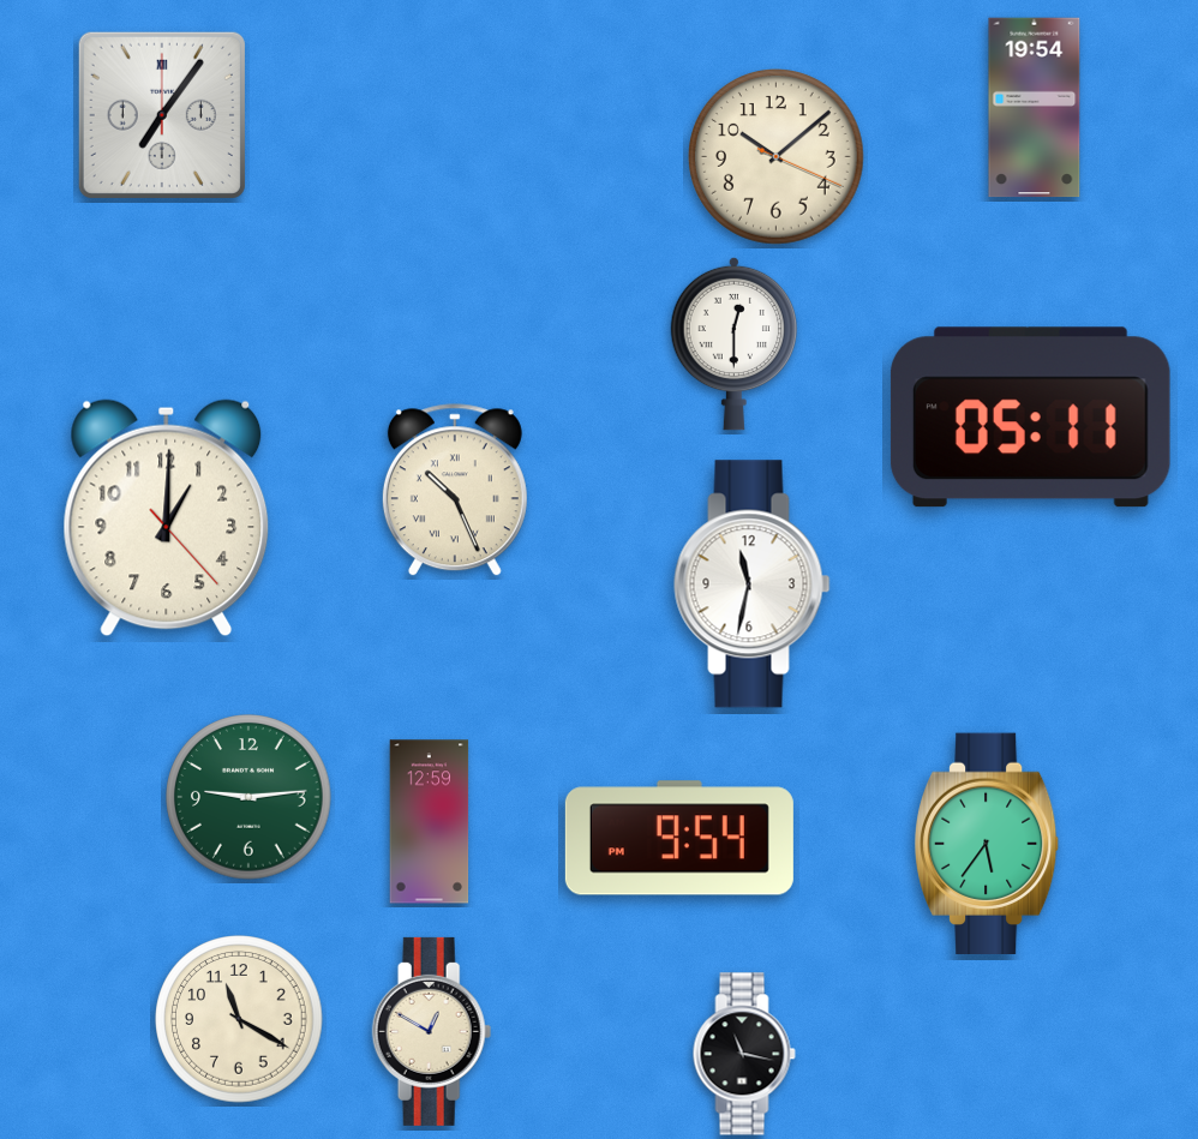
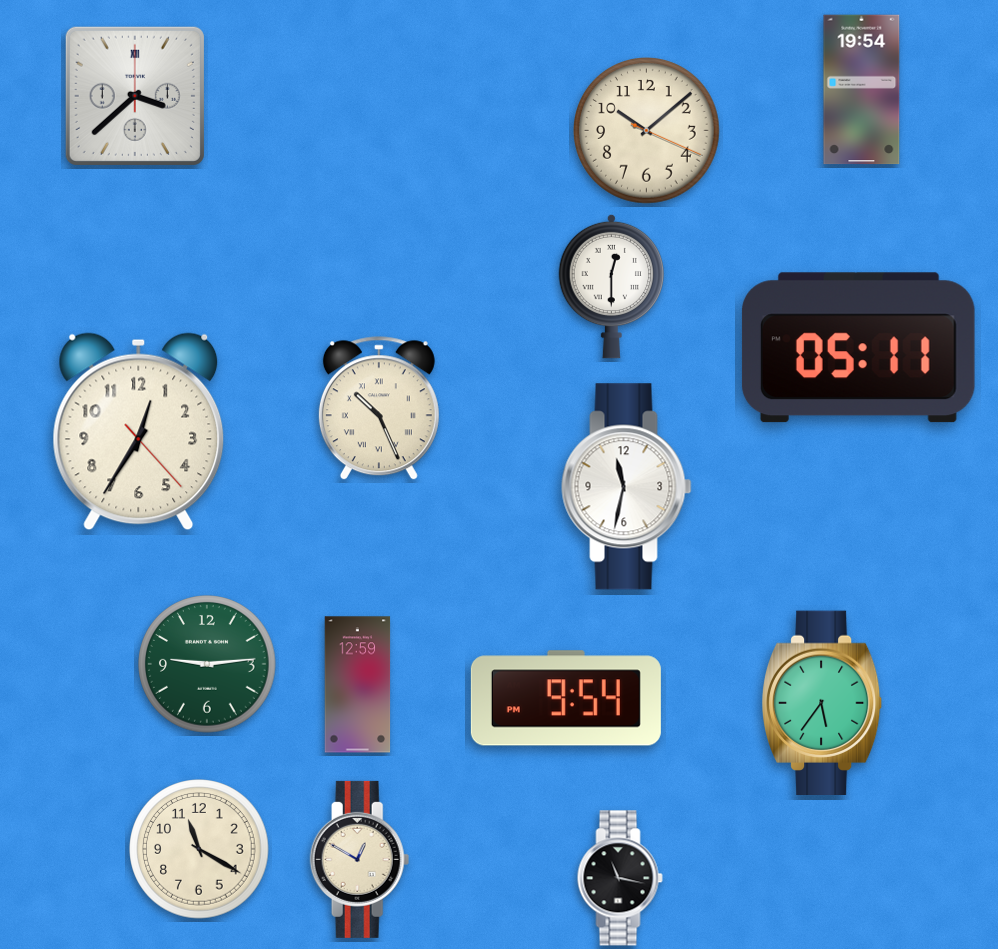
clock at (162, 115): 7:06 -> 3:38
clock at (167, 518): 1:00 -> 12:35
